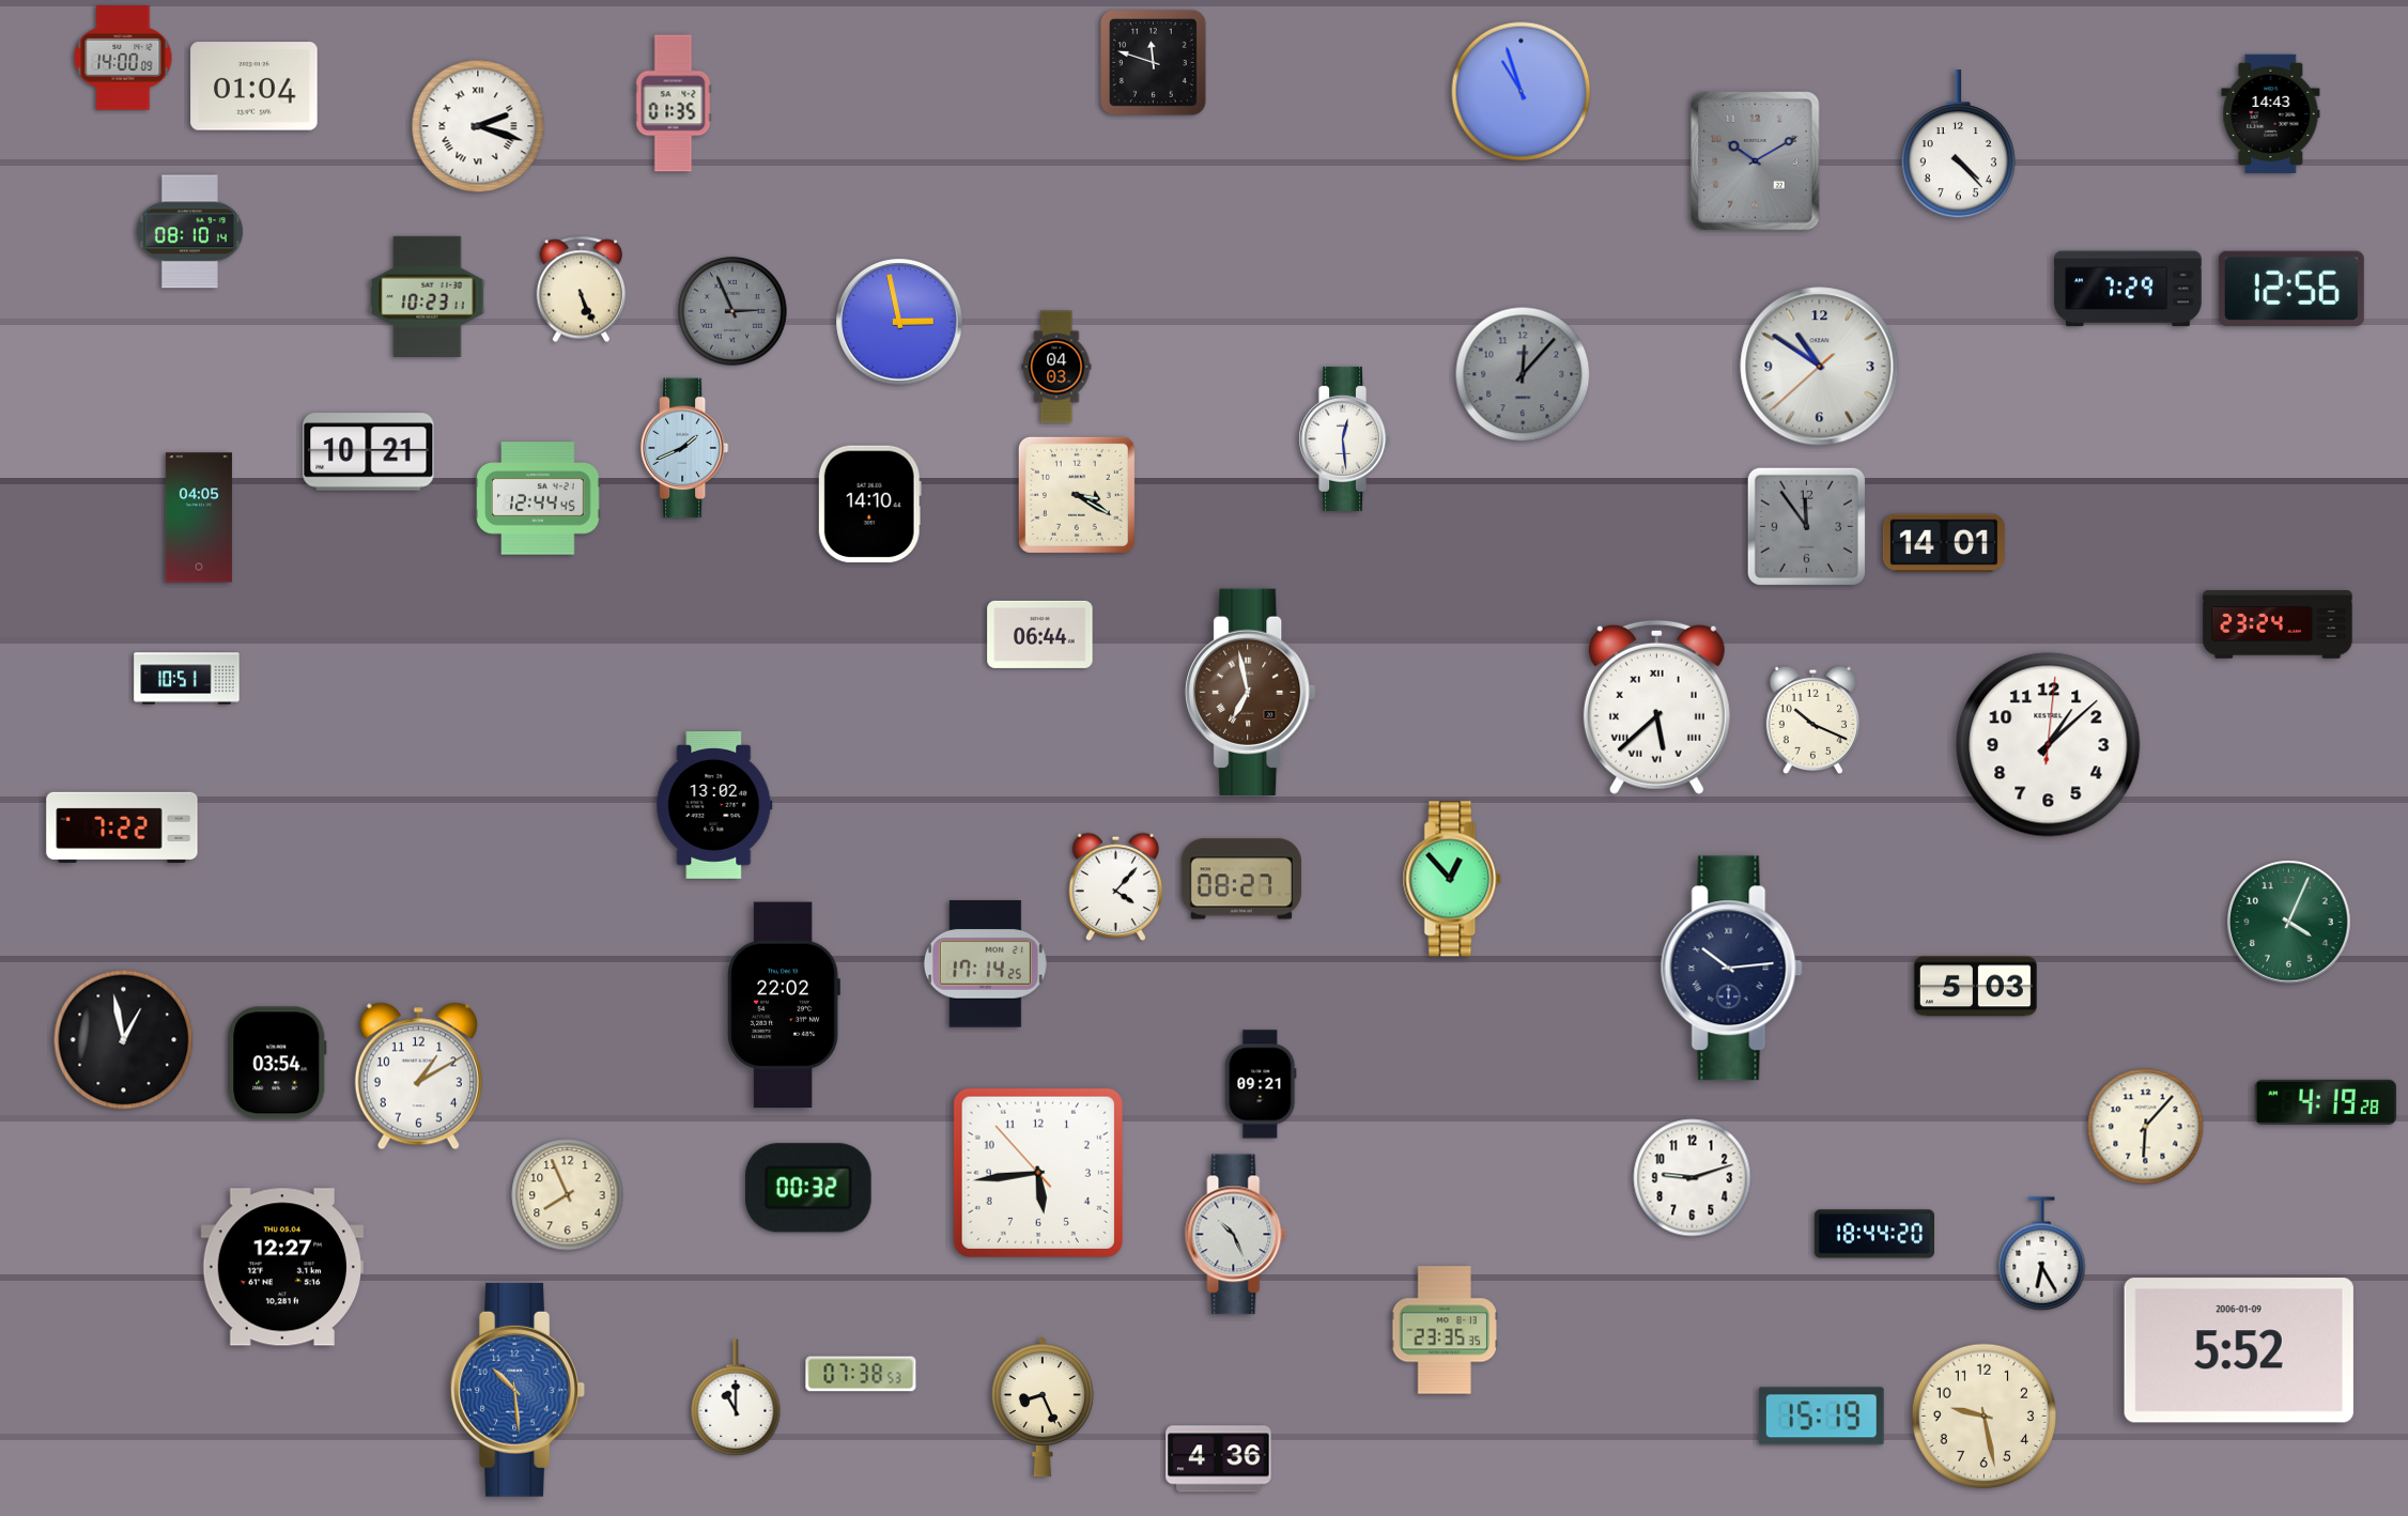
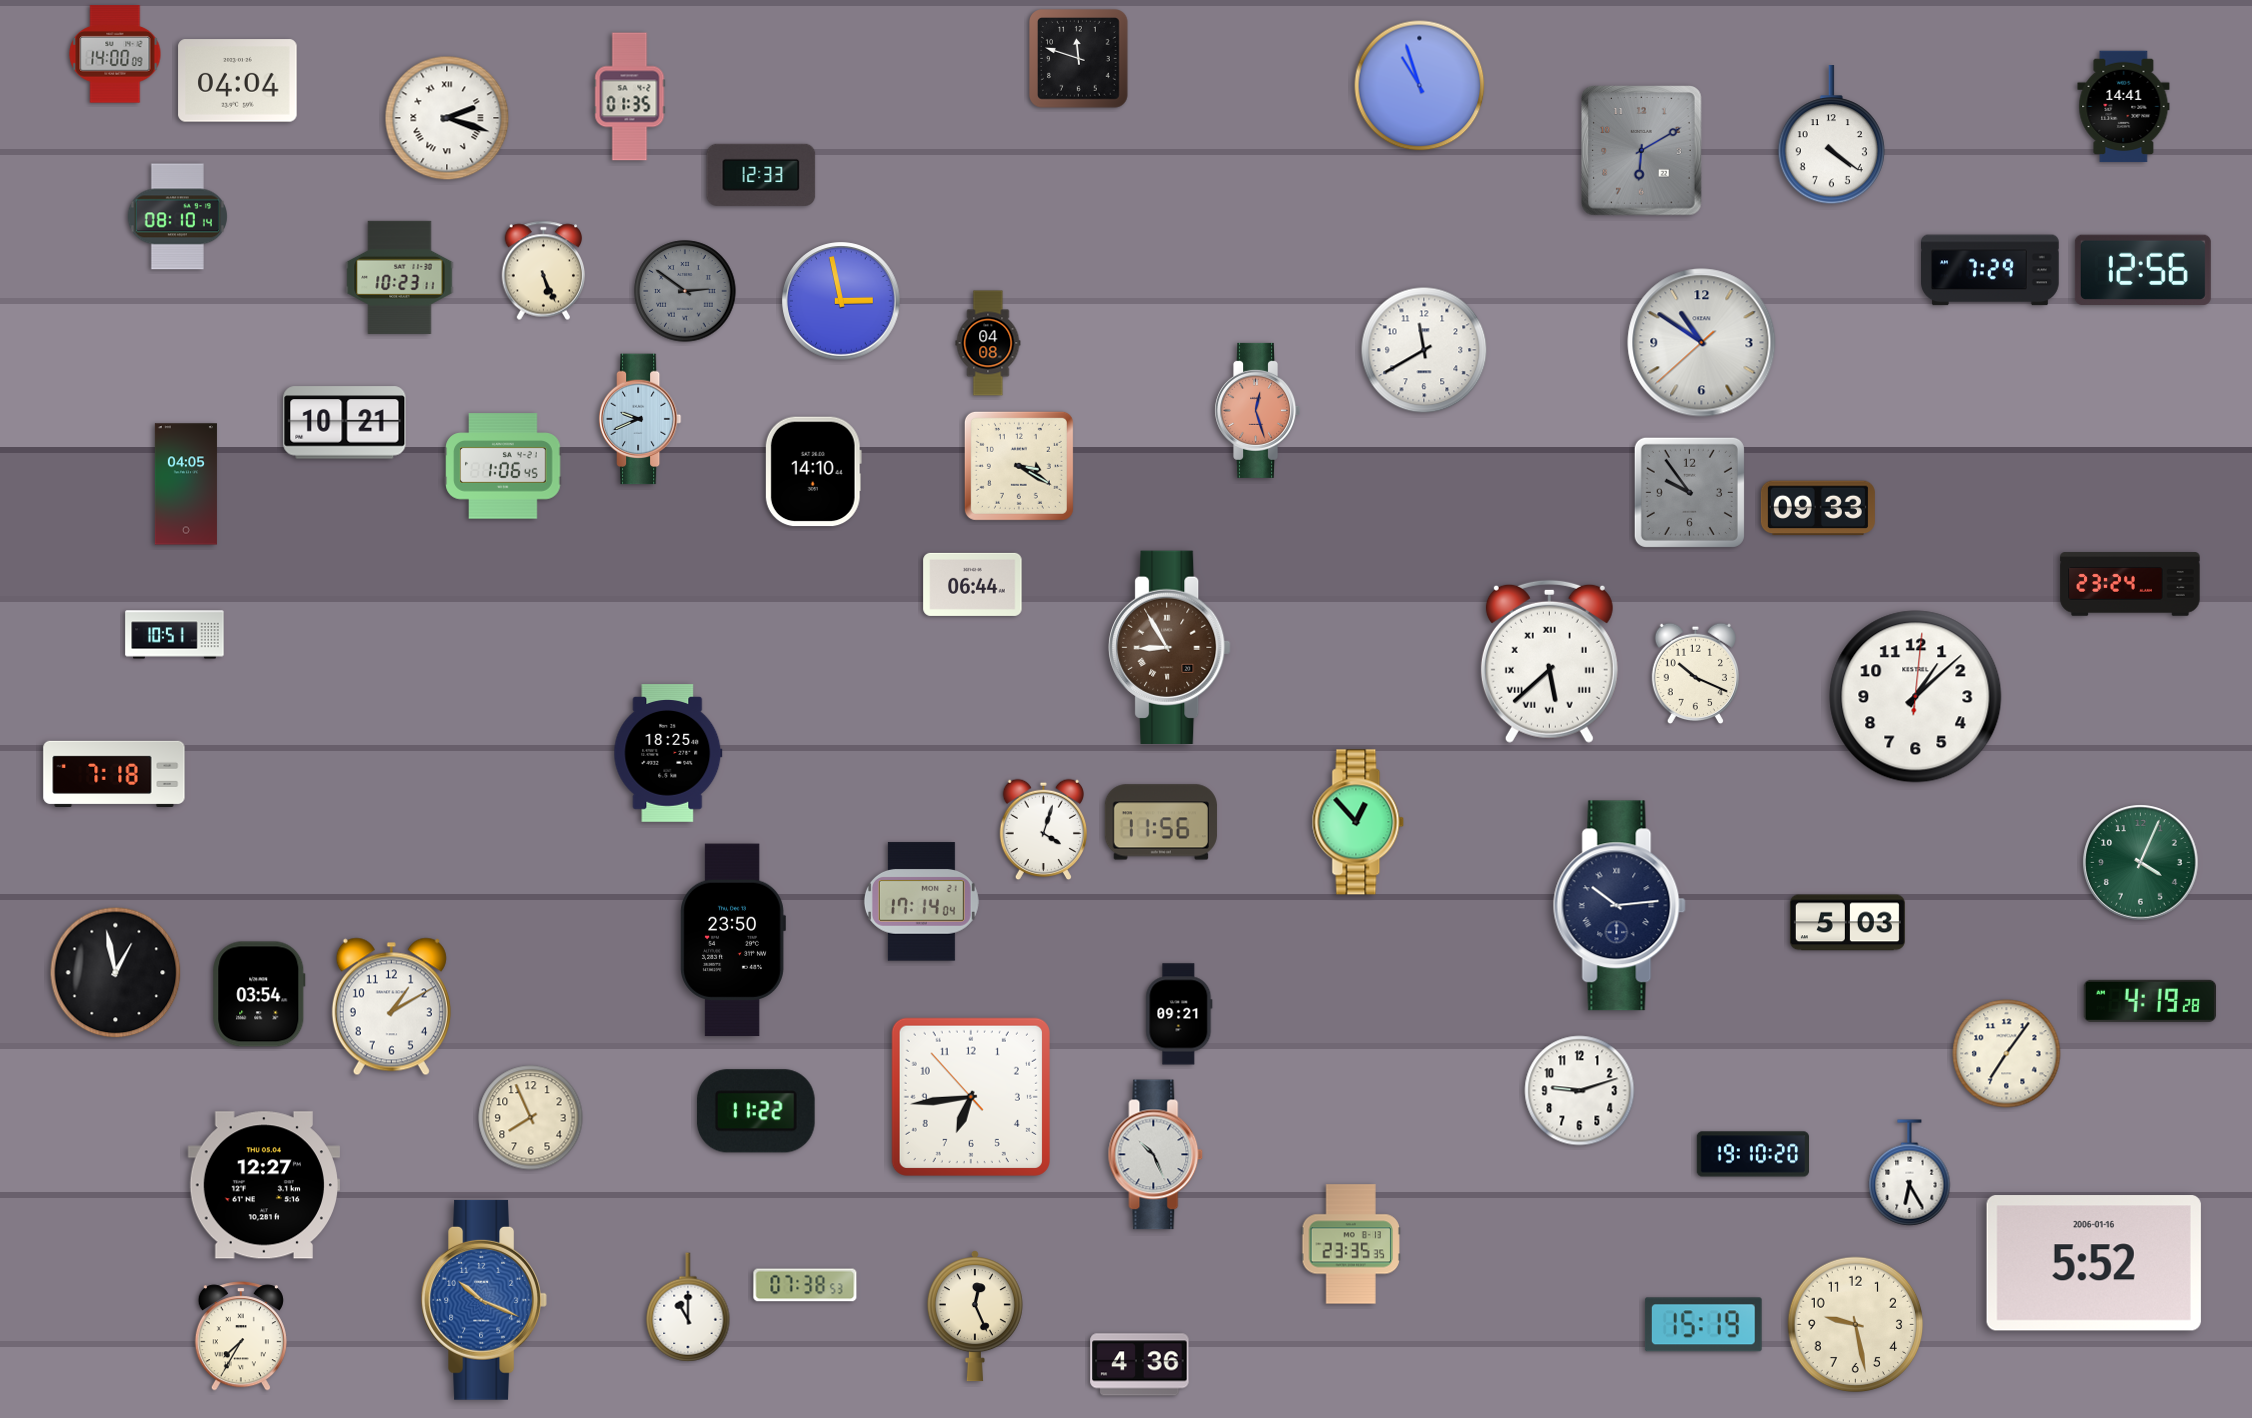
clock at (254, 87): 01:04 -> 04:04
clock at (1522, 92) position: (1522, 92) -> (1420, 86)
clock at (2271, 114): 14:43 -> 14:41
clock at (1958, 144): 4:23 -> 4:21
clock at (1756, 161): 10:10 -> 6:10
clock at (761, 175): none -> 12:33
clock at (732, 311): 2:56 -> 2:51
clock at (1056, 367): 04:03 -> 04:08
clock at (1523, 374): 12:07 -> 11:40
clock at (1523, 374) dial: grey -> white
clock at (1345, 438): 12:29 -> 12:27
clock at (1345, 438) dial: white -> salmon
clock at (684, 448): 1:41 -> 9:41
clock at (1077, 495) position: (1077, 495) -> (1019, 466)
clock at (538, 498): 12:44 -> 1:06
clock at (1806, 526): 11:54 -> 9:54
clock at (1944, 543): 14:01 -> 09:33
clock at (1040, 634) position: (1040, 634) -> (973, 584)
clock at (1251, 692): 6:58 -> 8:55
clock at (714, 805): 13:02 -> 18:25
clock at (122, 826): 7:22 -> 7:18
clock at (1241, 879): 08:27 -> 11:56
clock at (1115, 887): 4:07 -> 4:03
clock at (985, 964): 17:14:25 -> 17:14:04
clock at (784, 1005): 22:02 -> 23:50
clock at (2325, 1102) position: (2325, 1102) -> (2149, 1001)
clock at (2146, 1127): 6:07 -> 7:06
clock at (1038, 1173): 5:43 -> 6:43
clock at (1693, 1178) position: (1693, 1178) -> (1580, 1091)
clock at (808, 1188): 00:32 -> 11:22
clock at (1873, 1234): 18:44 -> 19:10
clock at (2239, 1350) date: 2006-01-09 -> 2006-01-16
clock at (516, 1390): 10:29 -> 10:19
clock at (1043, 1407): 8:26 -> 12:26
clock at (241, 1336): none -> 7:35
